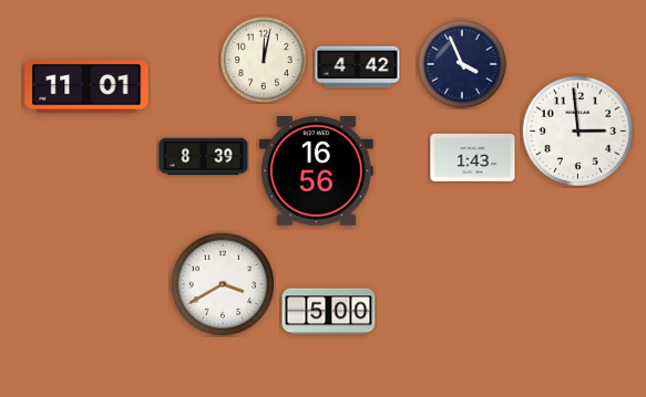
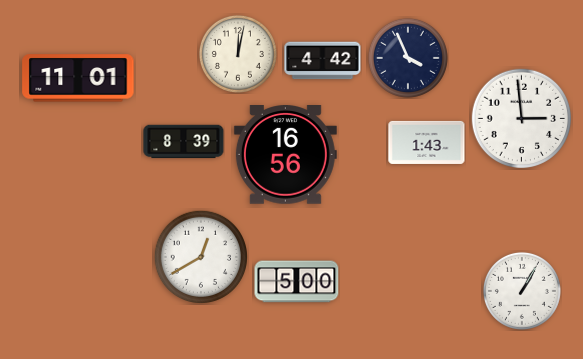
clock at (462, 64) position: (462, 64) -> (408, 58)
clock at (222, 283): 3:40 -> 12:40
clock at (522, 291): none -> 1:05
